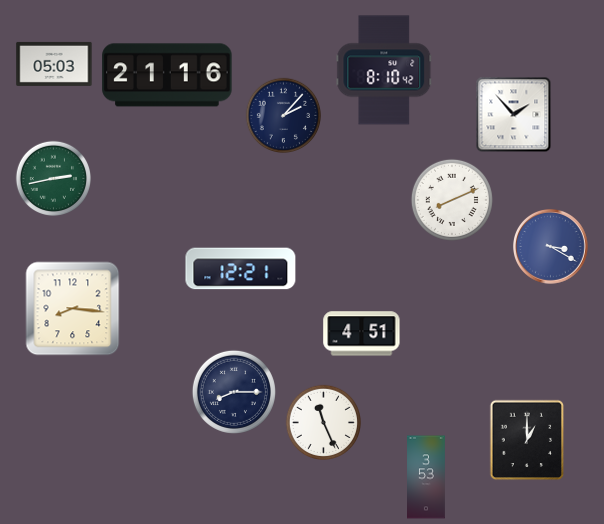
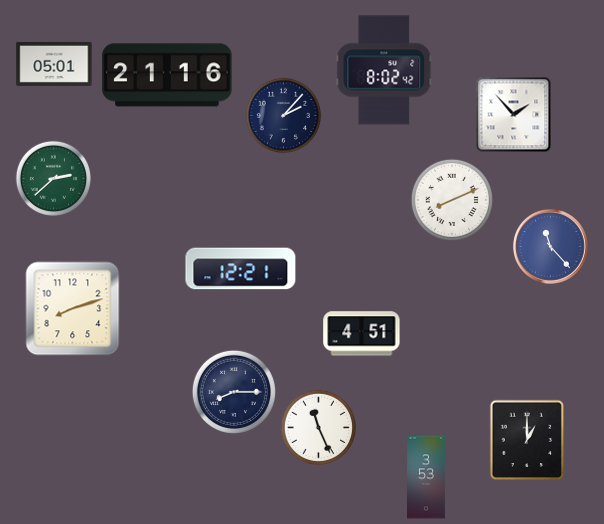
clock at (54, 64): 05:03 -> 05:01
clock at (384, 70): 8:10 -> 8:02
clock at (53, 178): 2:43 -> 2:38
clock at (551, 247): 3:20 -> 11:23
clock at (73, 309): 8:16 -> 8:12
clock at (323, 422) position: (323, 422) -> (318, 427)
